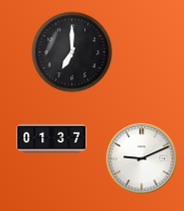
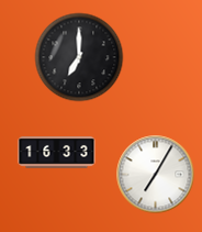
clock at (52, 139): 01:37 -> 16:33
clock at (142, 159): 9:11 -> 7:05
